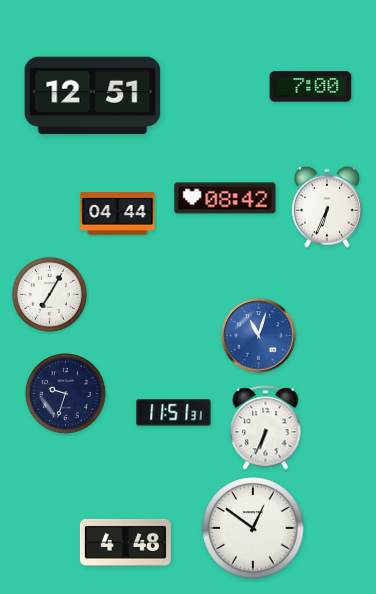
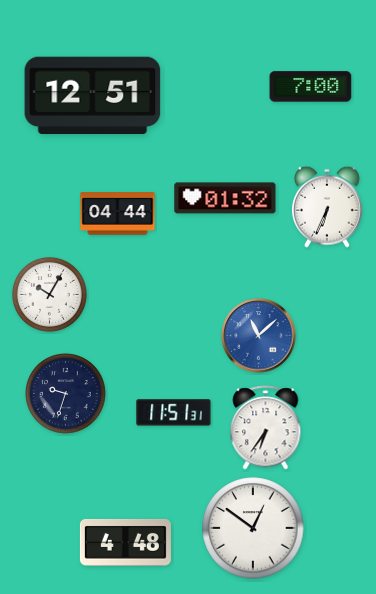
clock at (225, 198): 08:42 -> 01:32
clock at (49, 294): 7:05 -> 10:05
clock at (259, 336): 11:03 -> 11:08
clock at (266, 428): 6:34 -> 6:36
